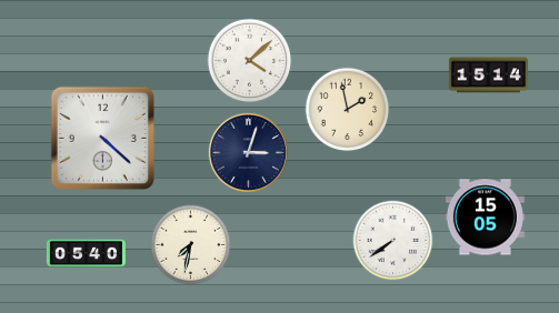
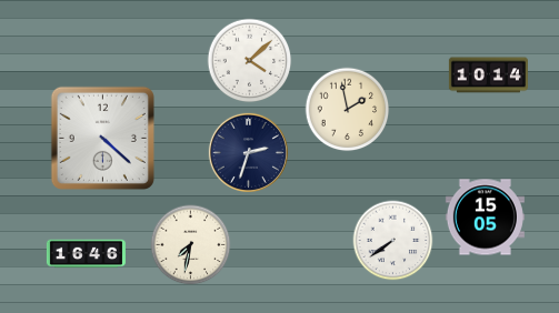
clock at (488, 75): 15:14 -> 10:14
clock at (248, 152): 3:03 -> 2:33
clock at (86, 254): 05:40 -> 16:46
